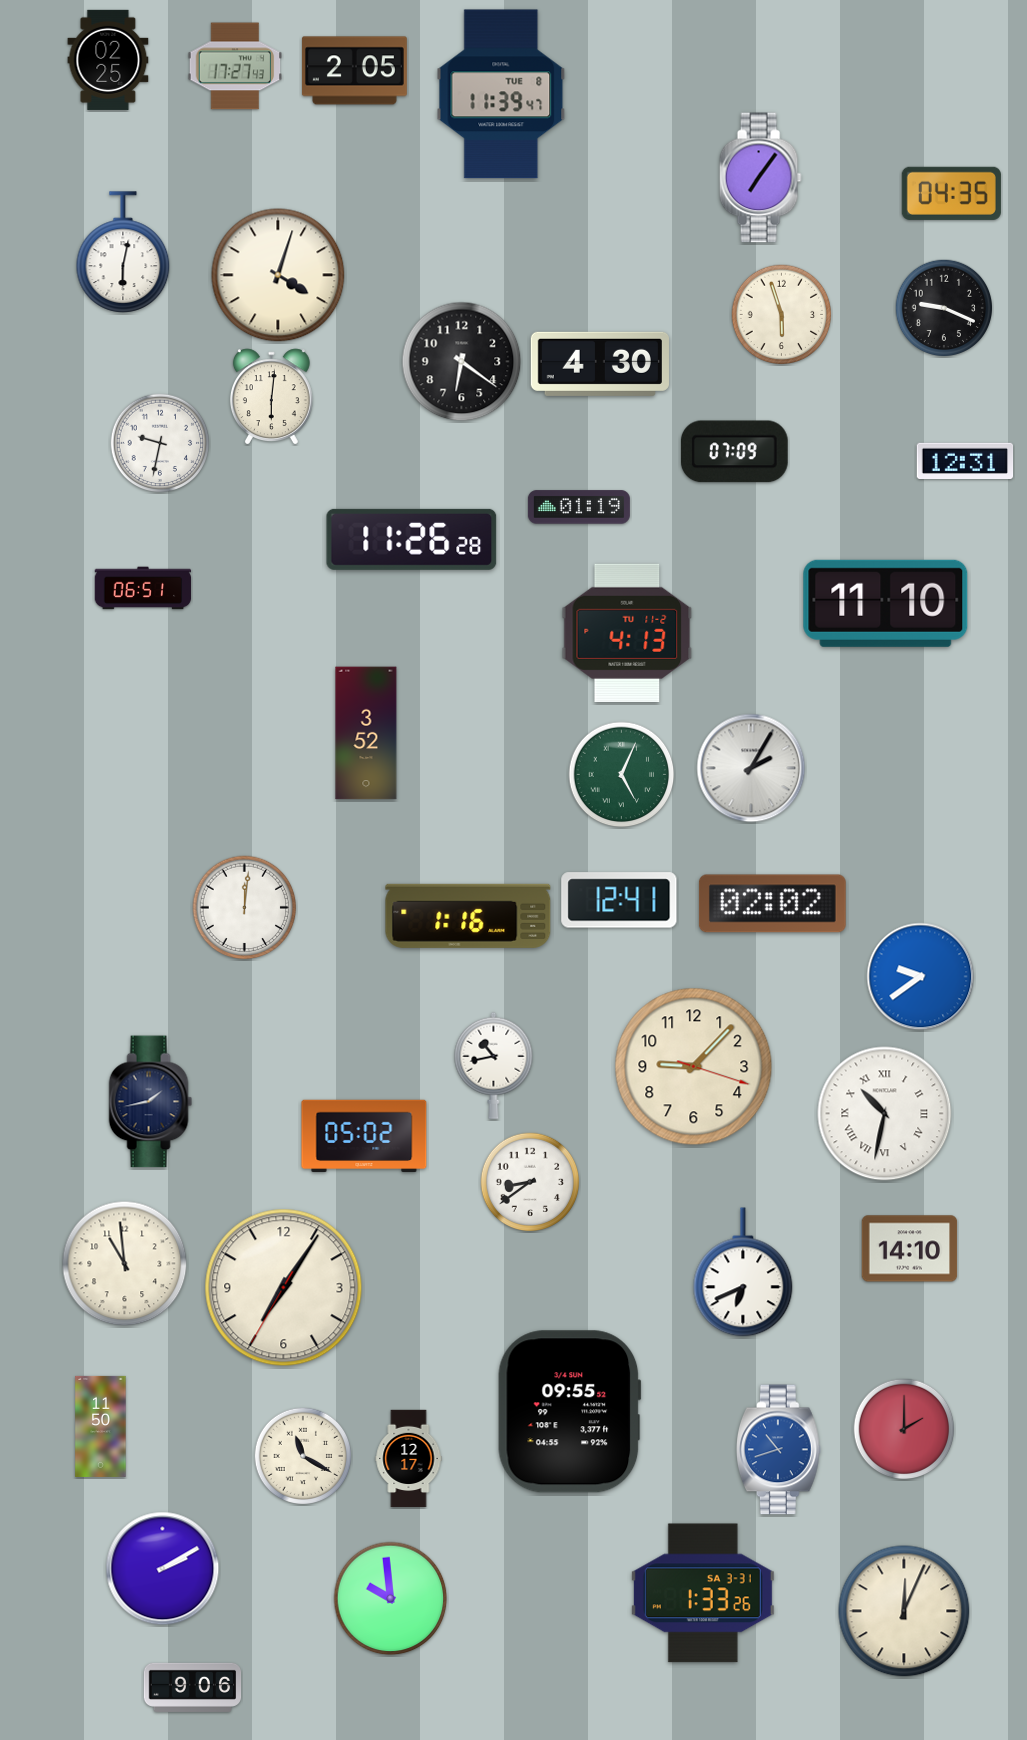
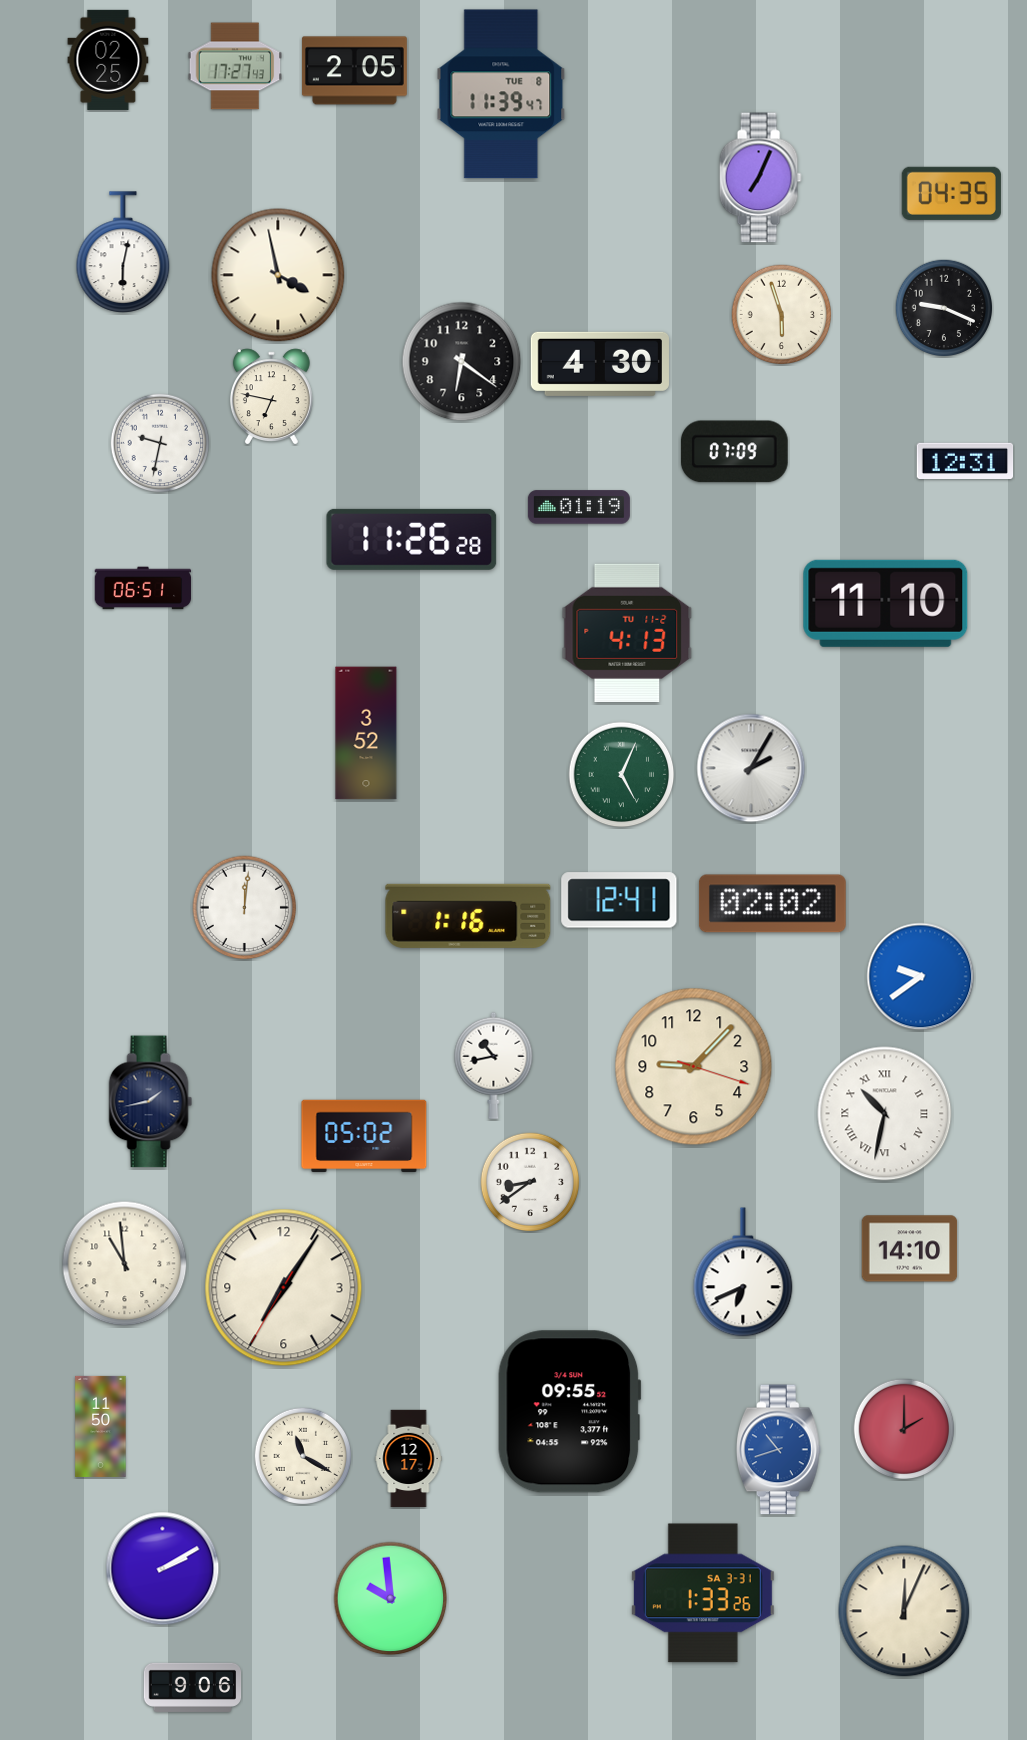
clock at (760, 178): 7:06 -> 7:04
clock at (278, 275): 4:03 -> 3:58
clock at (271, 397): 6:01 -> 6:47
